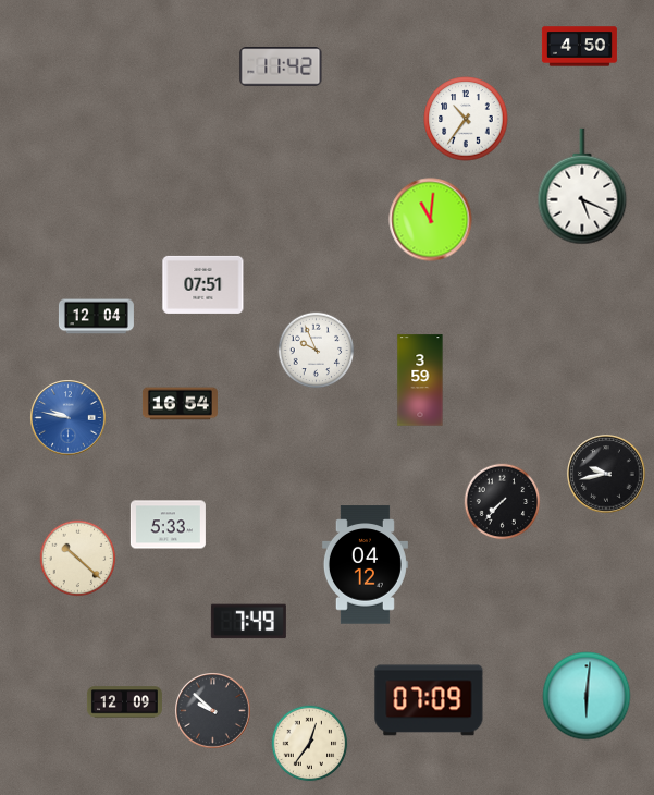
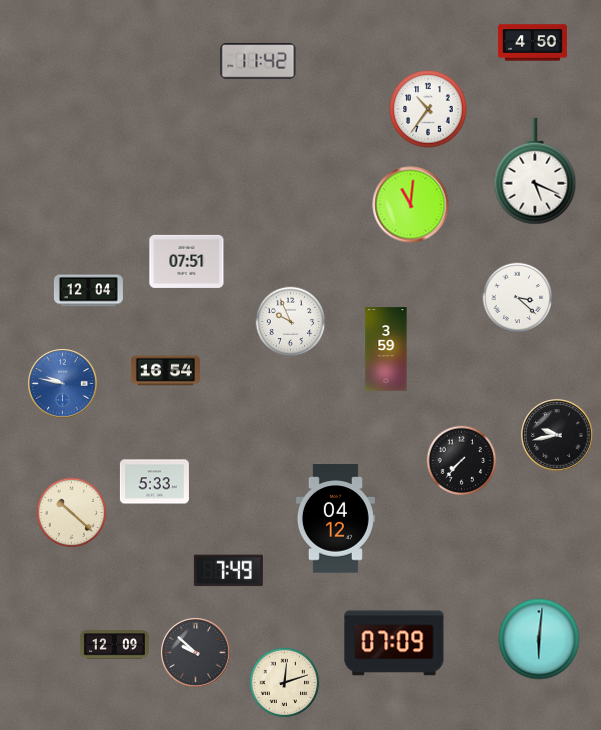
clock at (431, 220) position: (431, 220) -> (411, 205)
clock at (518, 298): none -> 3:22
clock at (310, 744): 12:36 -> 12:12
